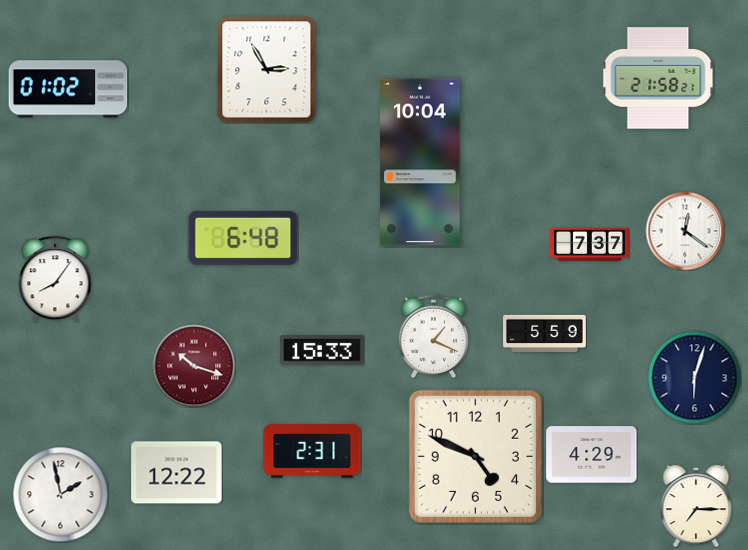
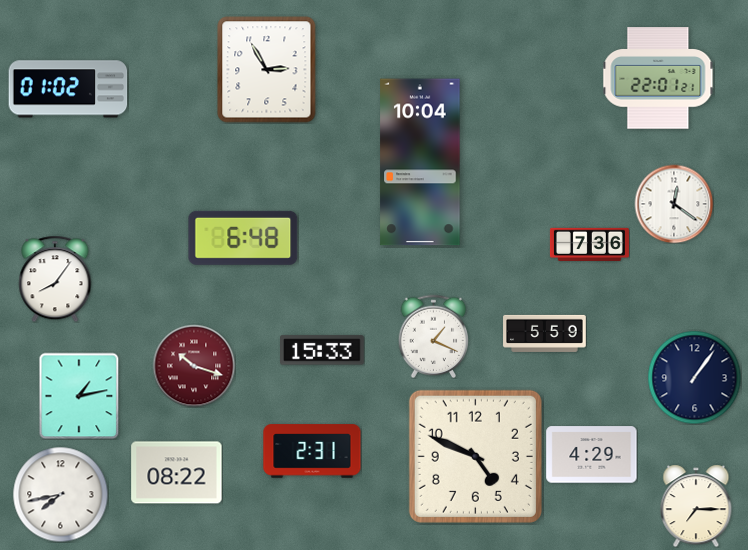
clock at (658, 78): 21:58 -> 22:01
clock at (685, 231) position: (685, 231) -> (674, 204)
clock at (589, 244): 7:37 -> 7:36
clock at (694, 377): 6:03 -> 1:06
clock at (79, 396): none -> 1:13
clock at (177, 473): 12:22 -> 08:22
clock at (60, 494): 1:58 -> 7:43
